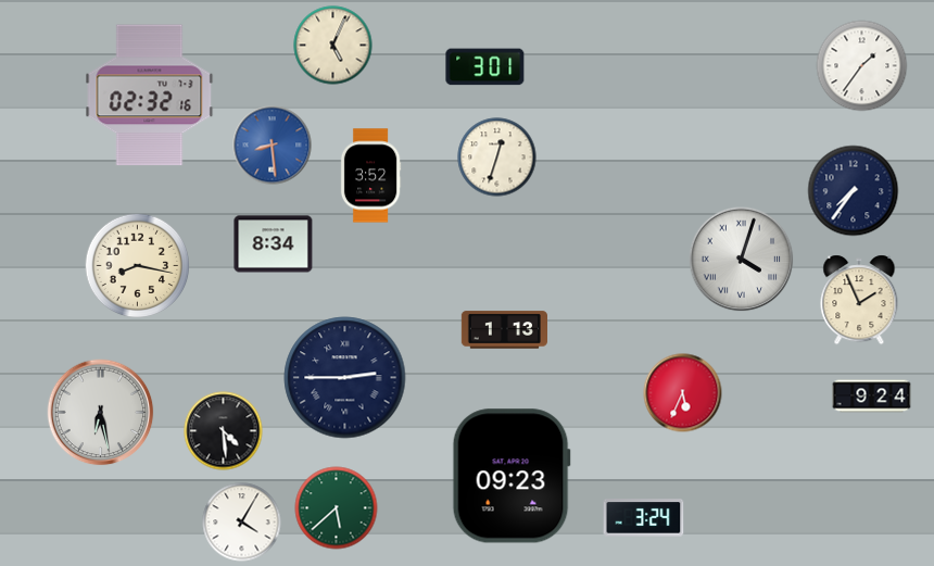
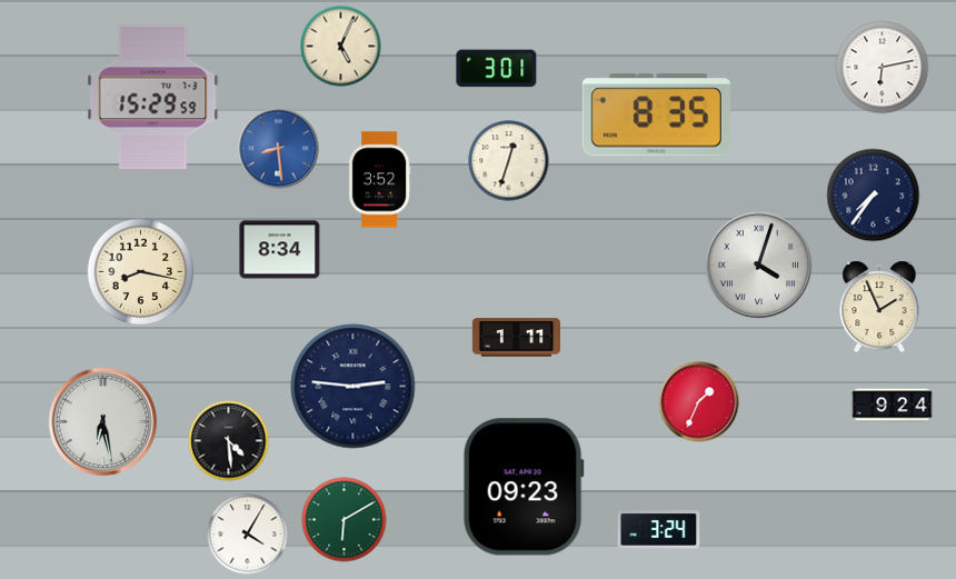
clock at (862, 66): 1:36 -> 6:13
clock at (150, 96): 02:32 -> 15:29
clock at (656, 116): none -> 8:35
clock at (504, 330): 1:13 -> 1:11
clock at (345, 378): 2:45 -> 2:46
clock at (683, 393): 5:34 -> 1:34
clock at (337, 508): 5:38 -> 6:10
